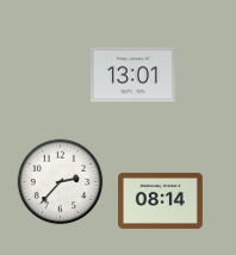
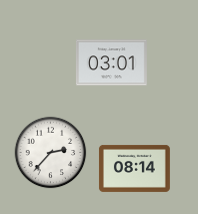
clock at (132, 75): 13:01 -> 03:01
